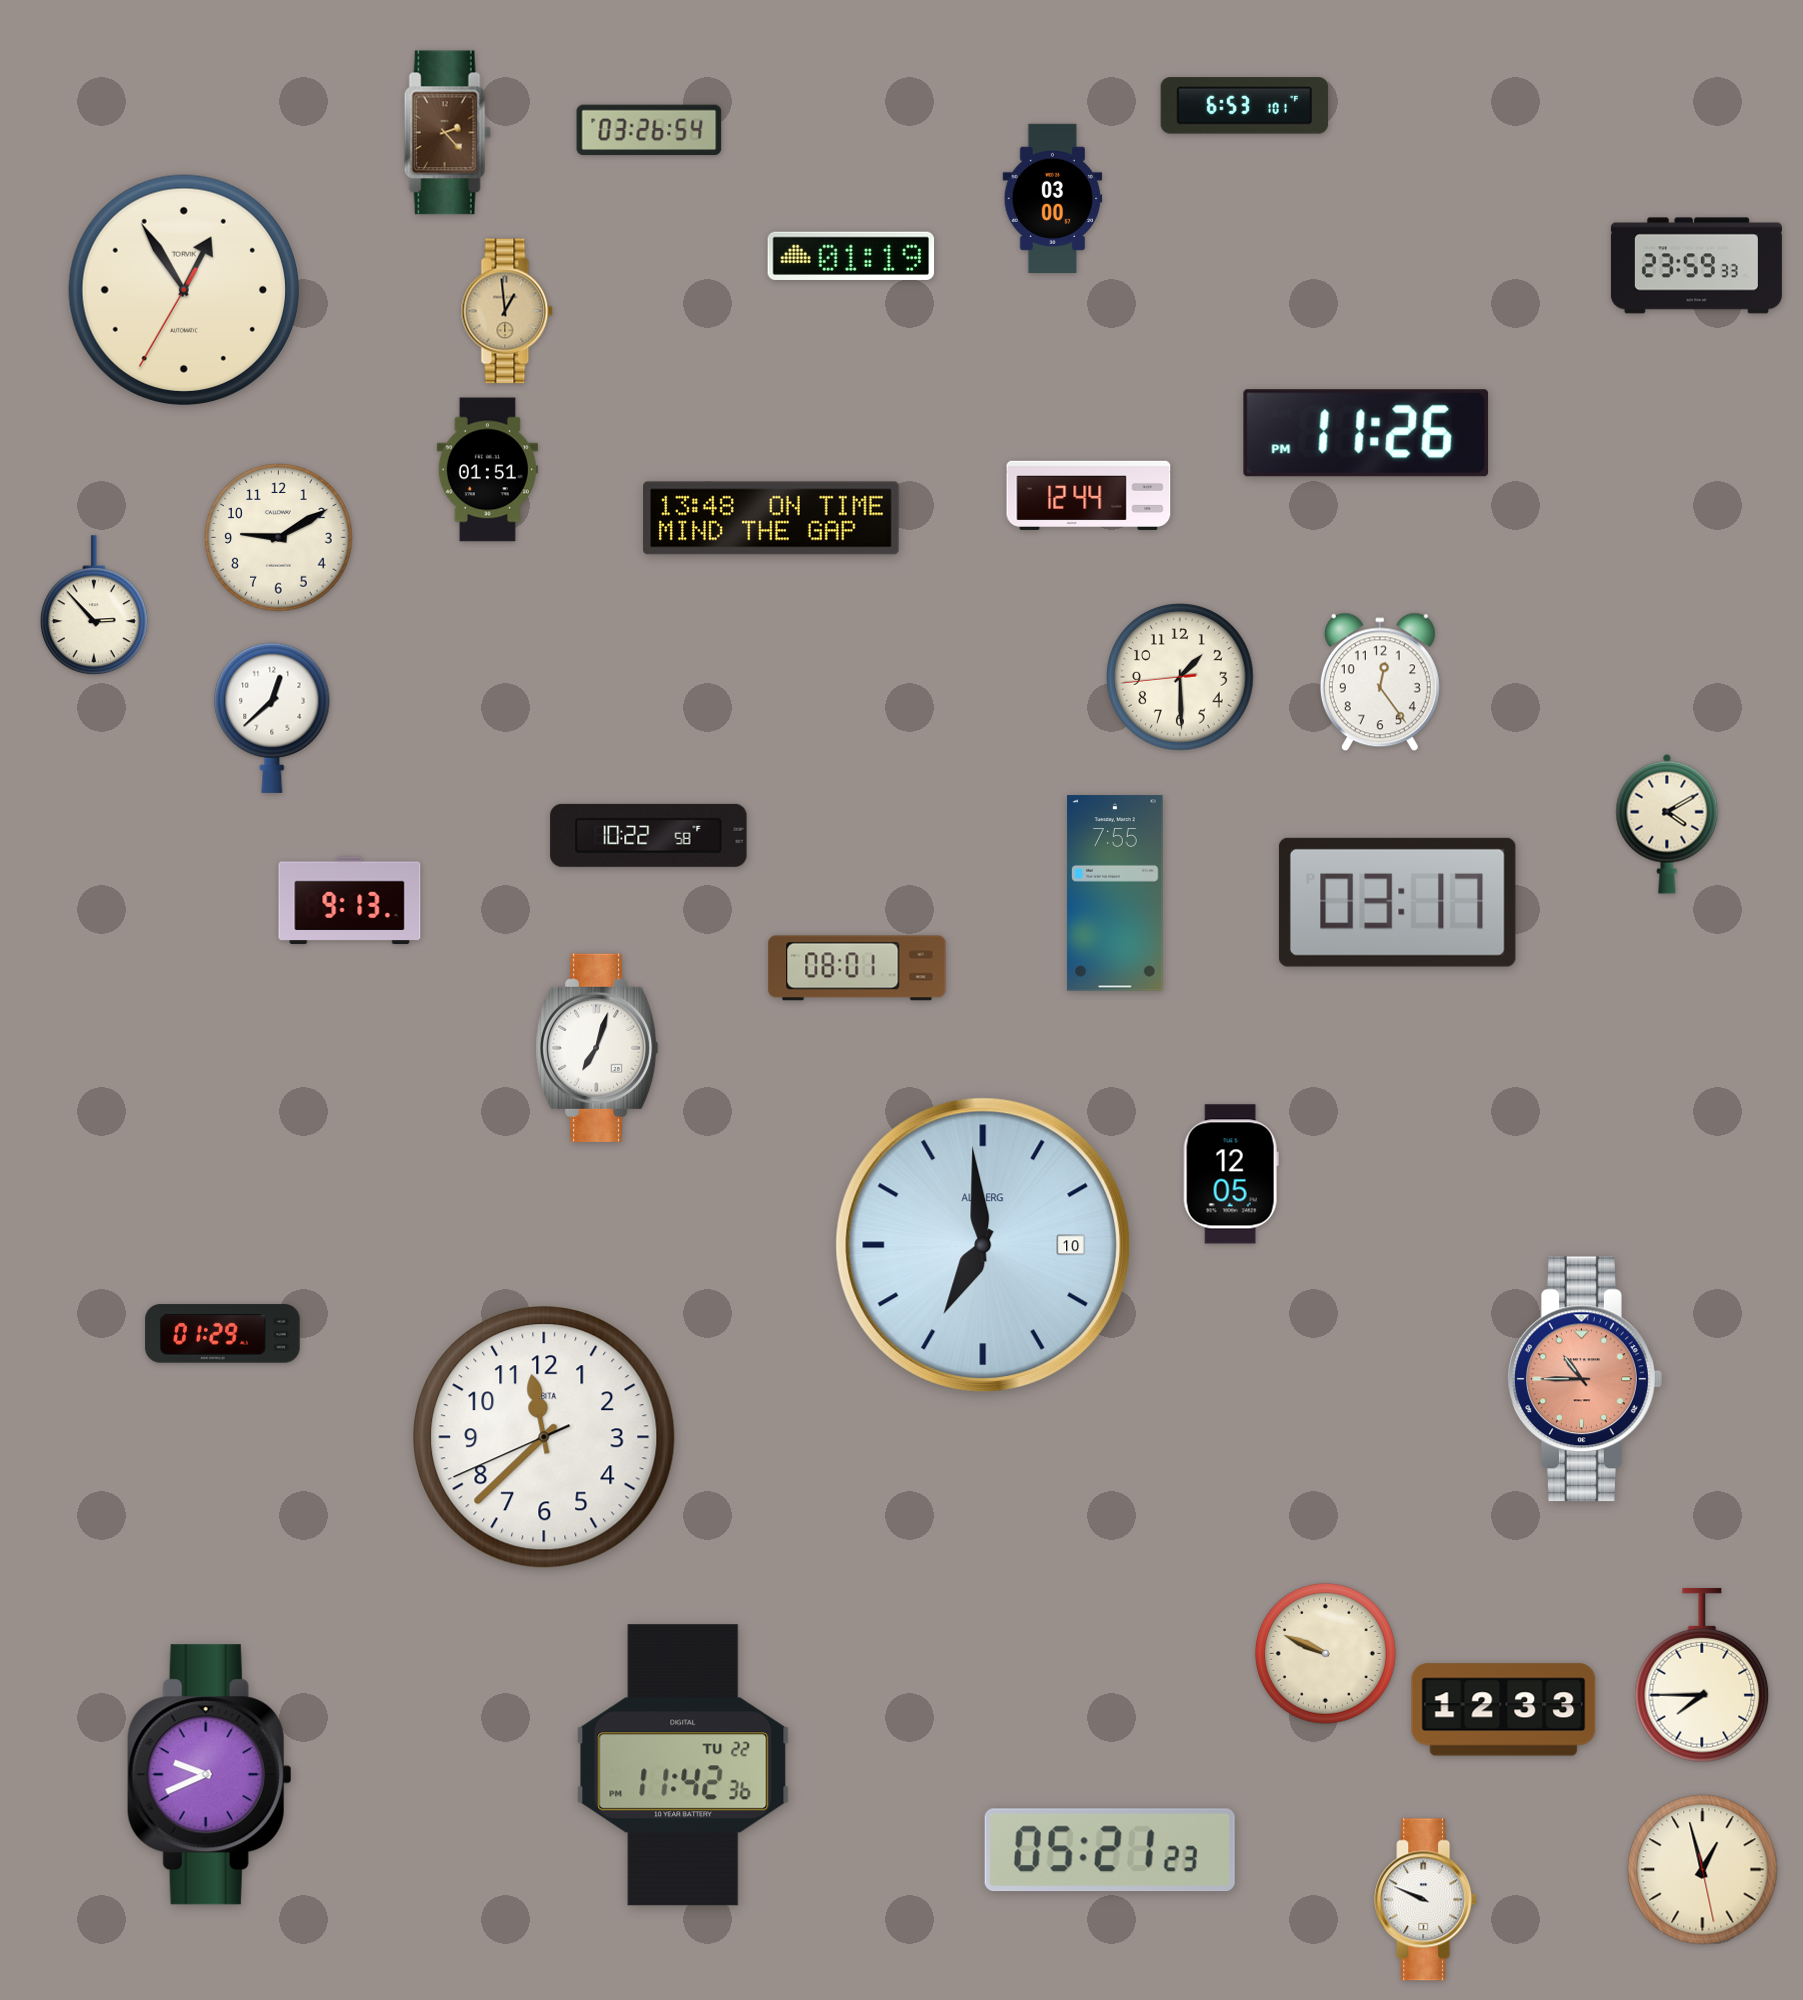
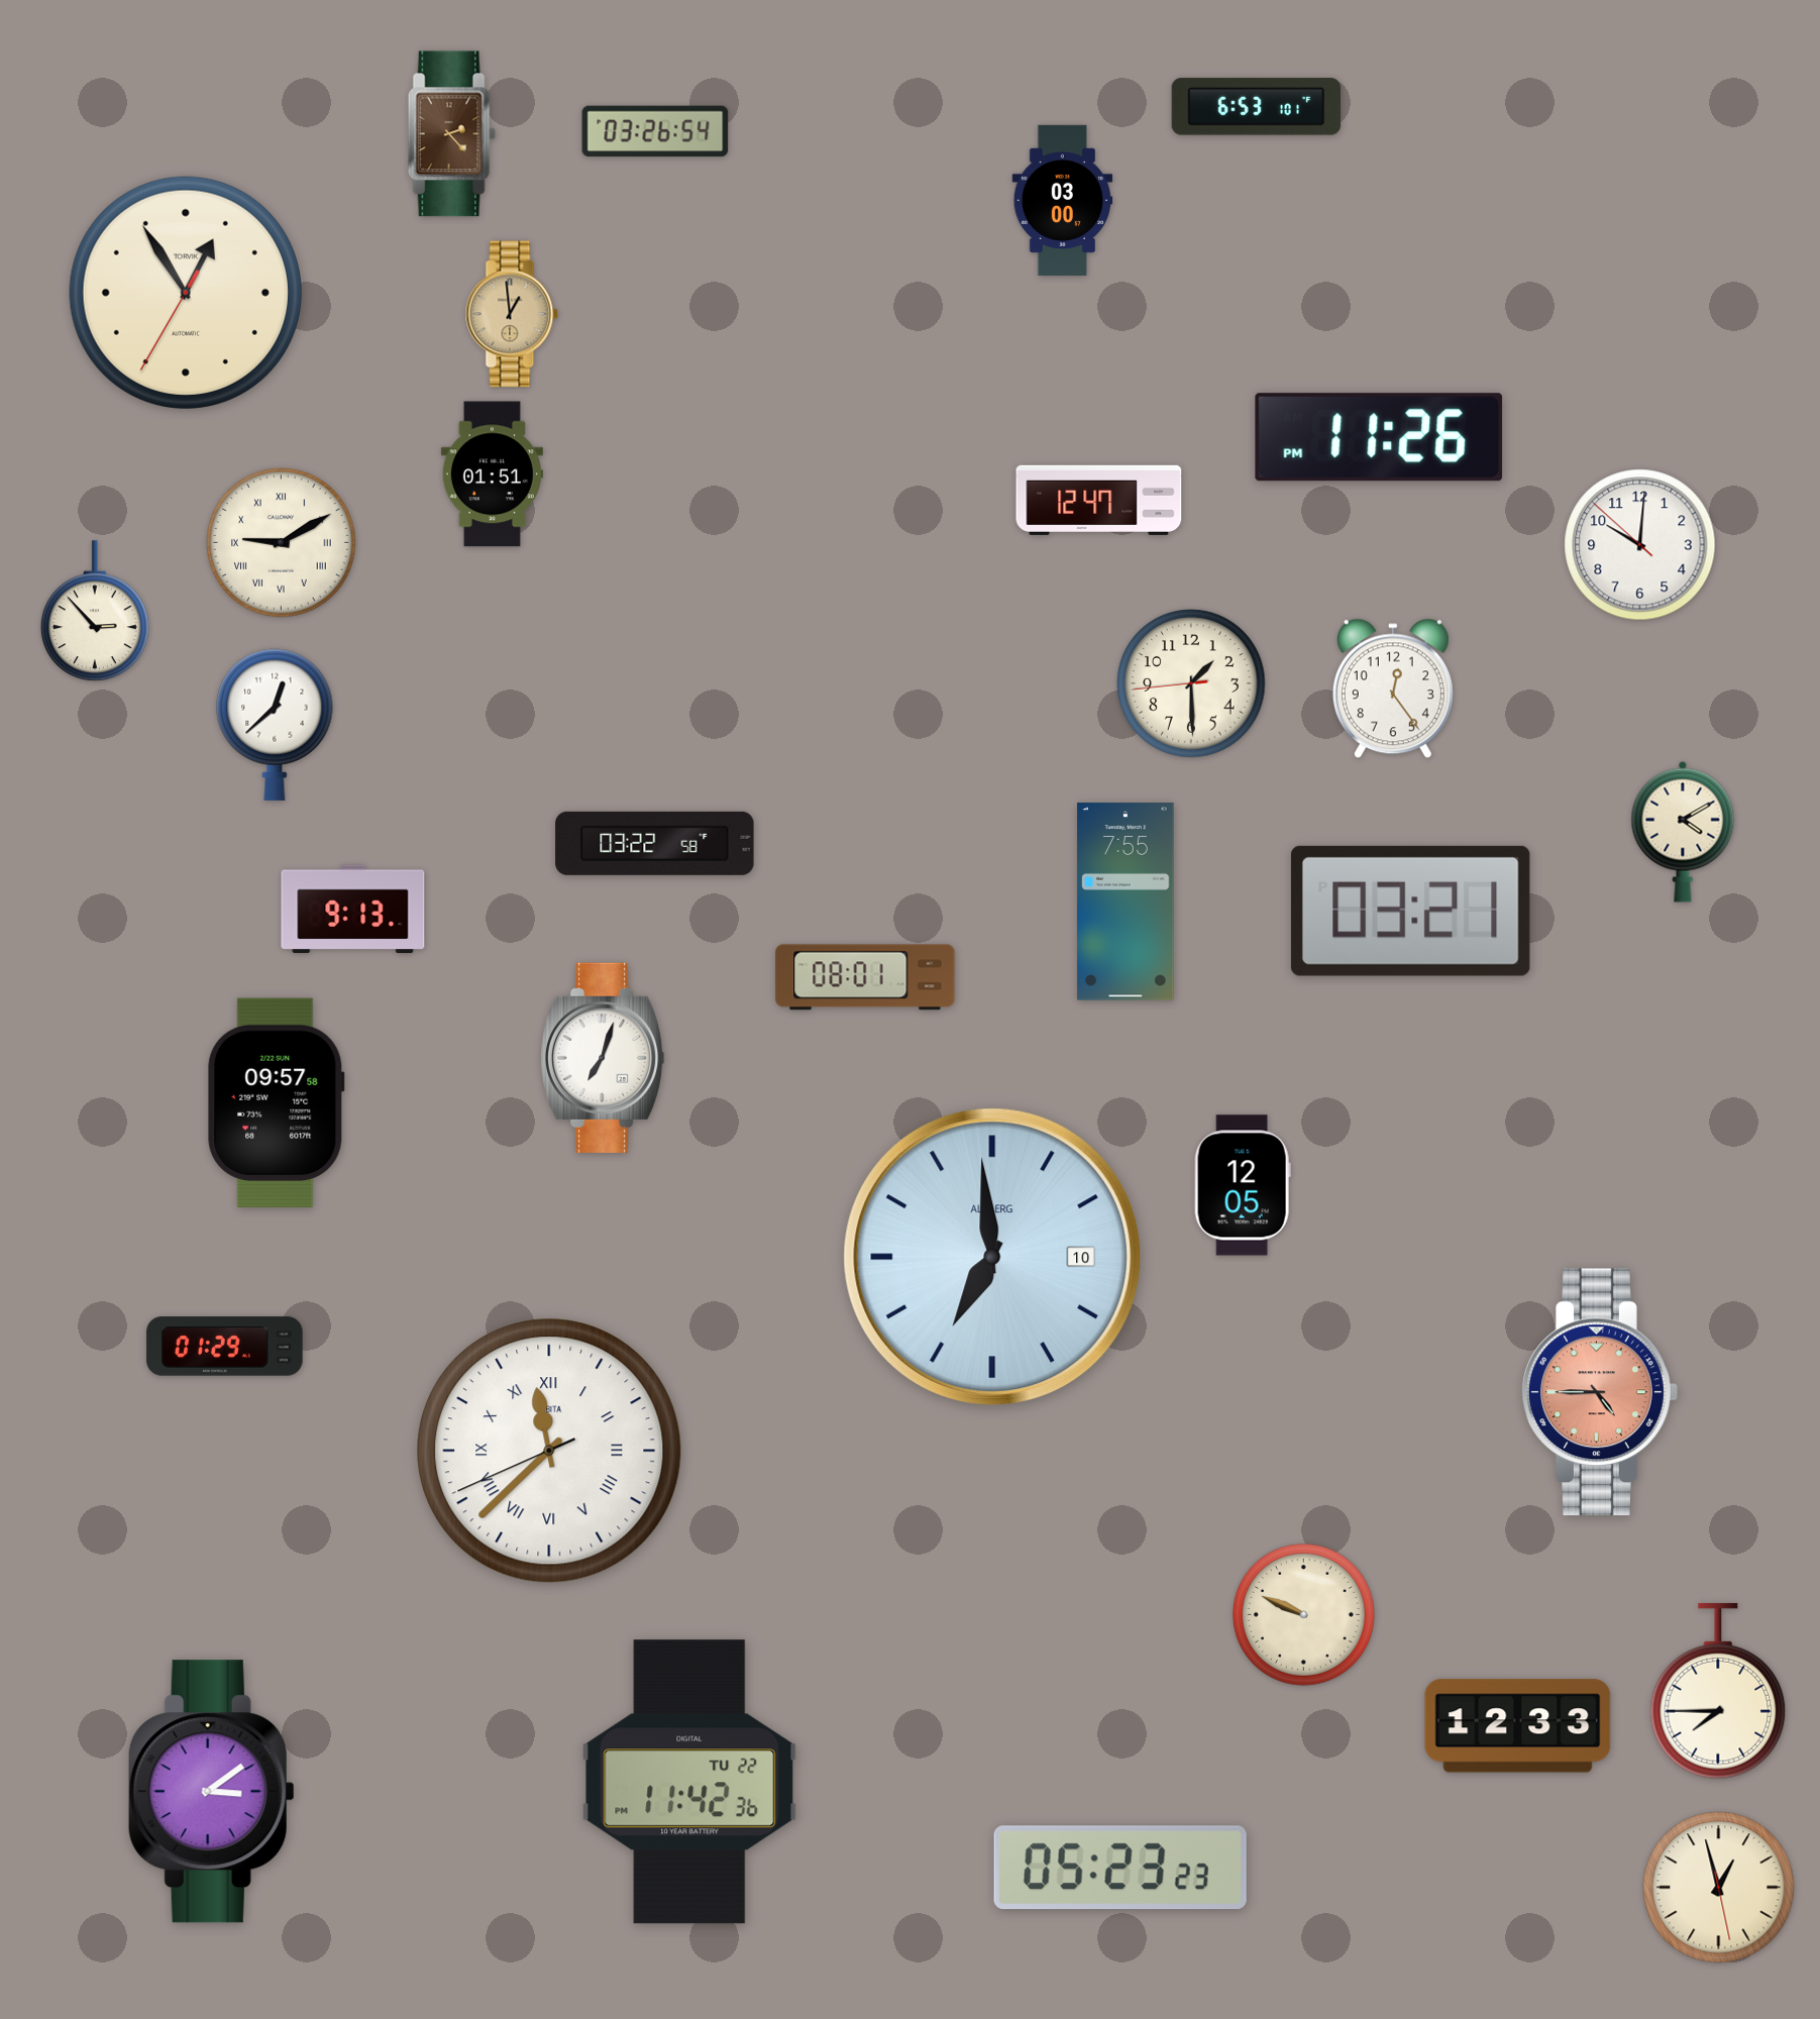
clock at (851, 255): 01:19 -> none
clock at (1696, 266): 23:59 -> none
clock at (1089, 495): 12:44 -> 12:47
clock at (771, 518): 13:48 -> none
clock at (279, 538) numerals: Arabic -> Roman
clock at (1640, 545): none -> 10:00
clock at (649, 835): 10:22 -> 03:22
clock at (1397, 902): 03:17 -> 03:21
clock at (277, 1102): none -> 09:57
clock at (1585, 1379): 10:45 -> 4:45
clock at (544, 1437) numerals: Arabic -> Roman
clock at (1325, 1653) position: (1325, 1653) -> (1303, 1614)
clock at (209, 1775): 9:41 -> 3:09
clock at (1110, 1850): 05:21 -> 05:23
clock at (1426, 1900): 9:49 -> none
